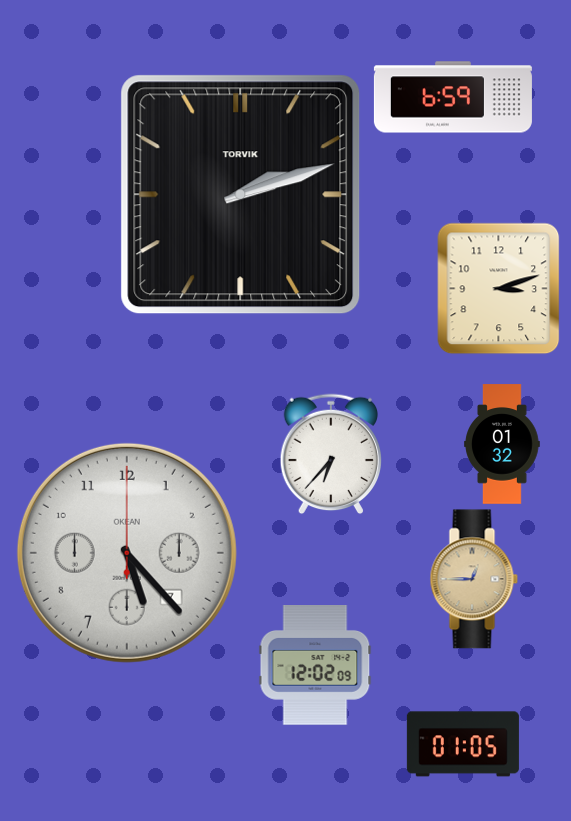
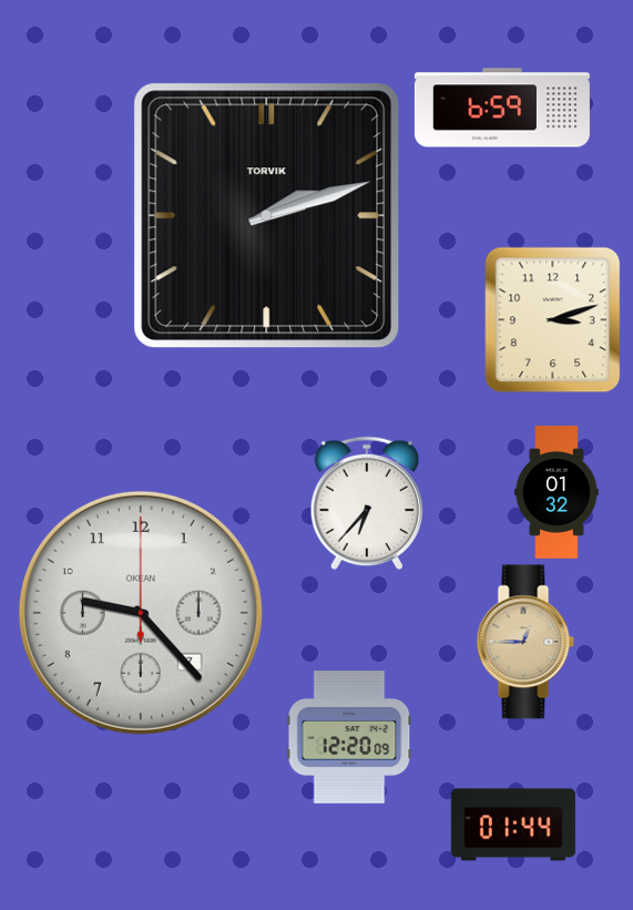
clock at (127, 553): 5:23 -> 9:23
clock at (315, 665): 12:02 -> 12:20
clock at (463, 744): 01:05 -> 01:44
